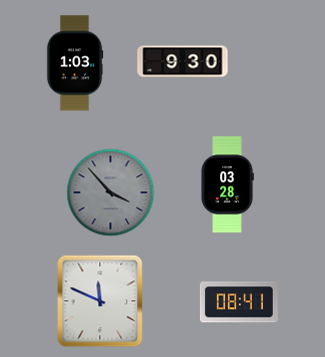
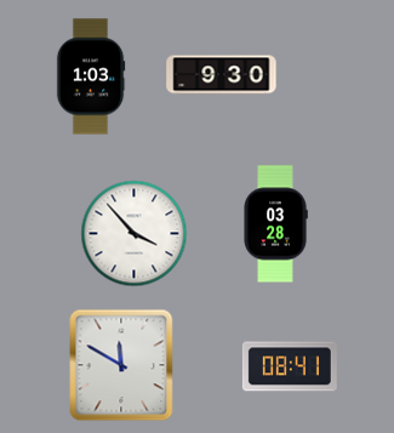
clock at (110, 192) dial: grey -> white
clock at (100, 301): 11:49 -> 11:50
